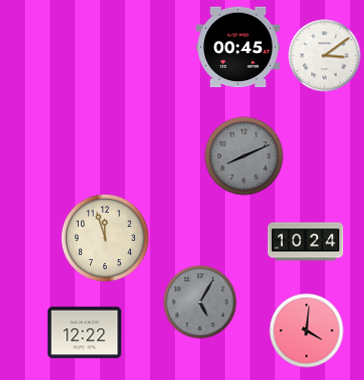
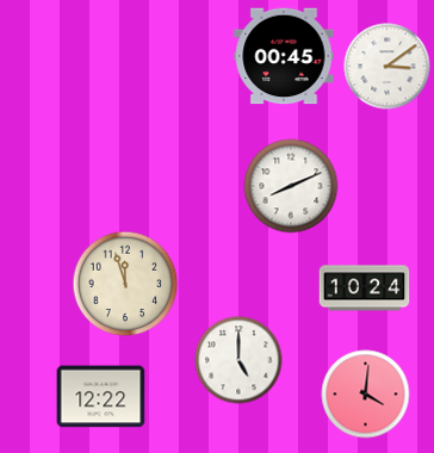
clock at (244, 156) dial: grey -> white
clock at (200, 302): 5:05 -> 5:00
clock at (200, 302) dial: grey -> white
